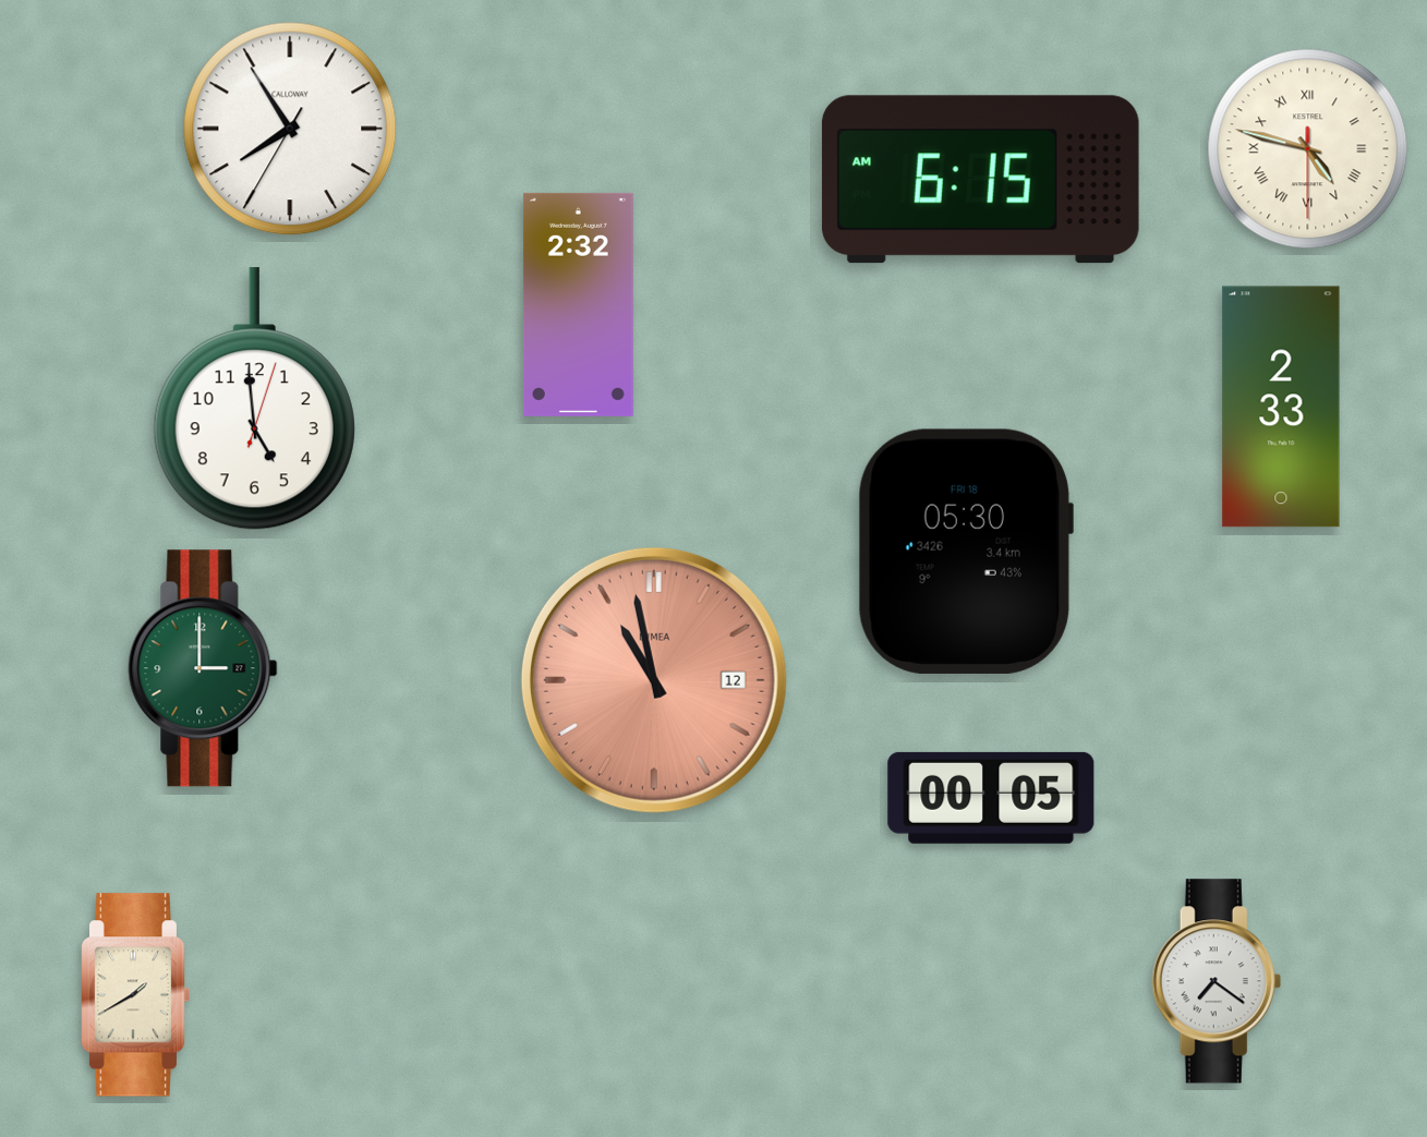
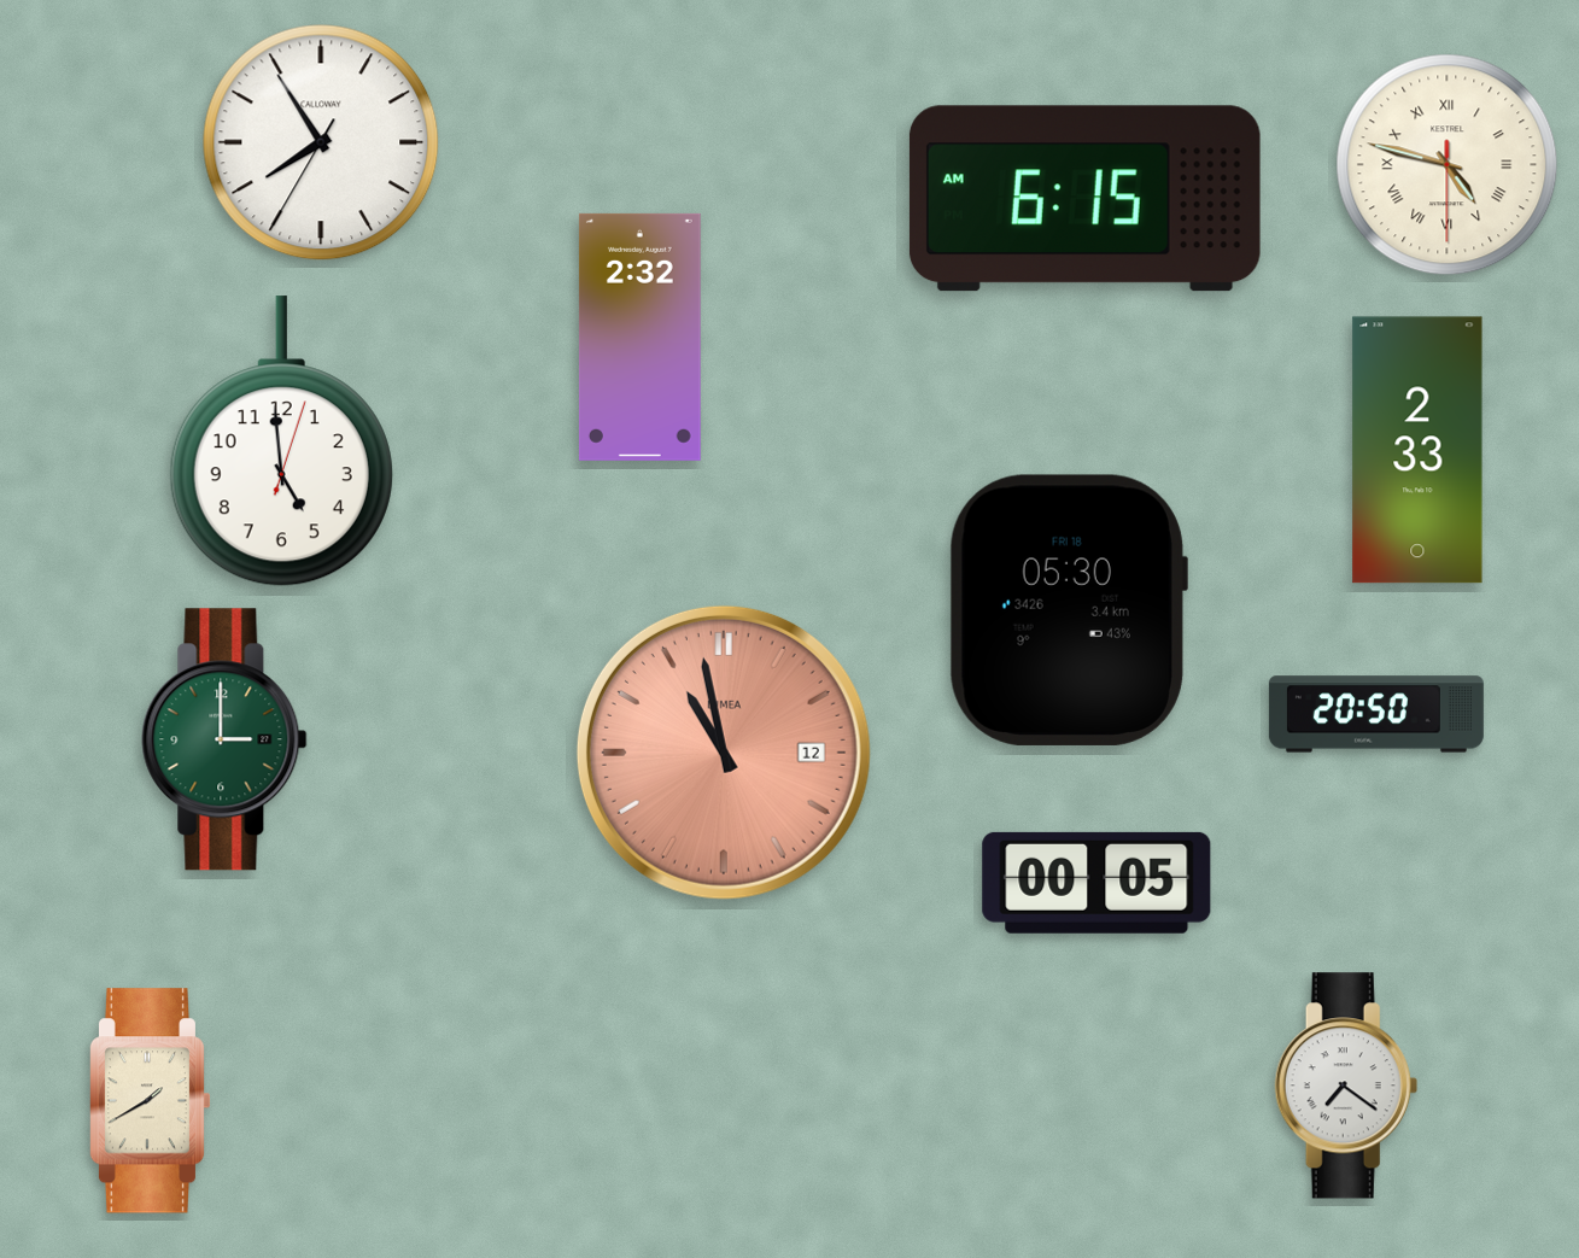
clock at (1376, 714): none -> 20:50
